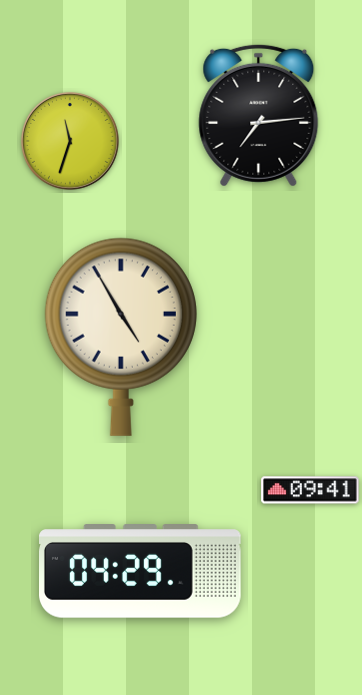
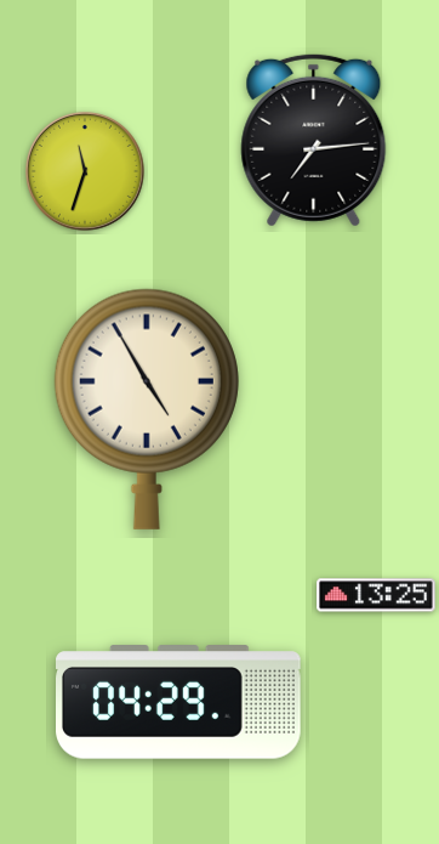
clock at (310, 490): 09:41 -> 13:25
clock at (141, 571) position: (141, 571) -> (179, 702)
